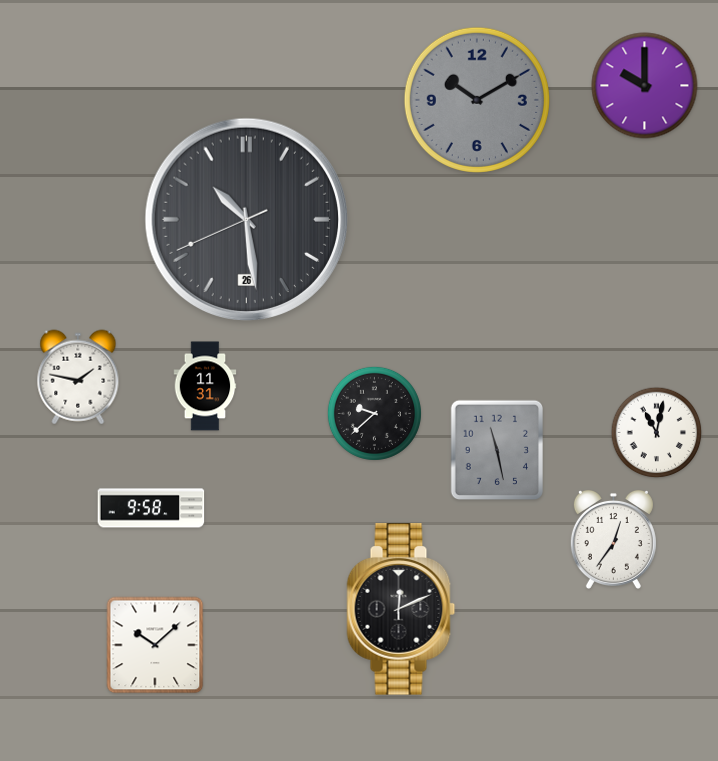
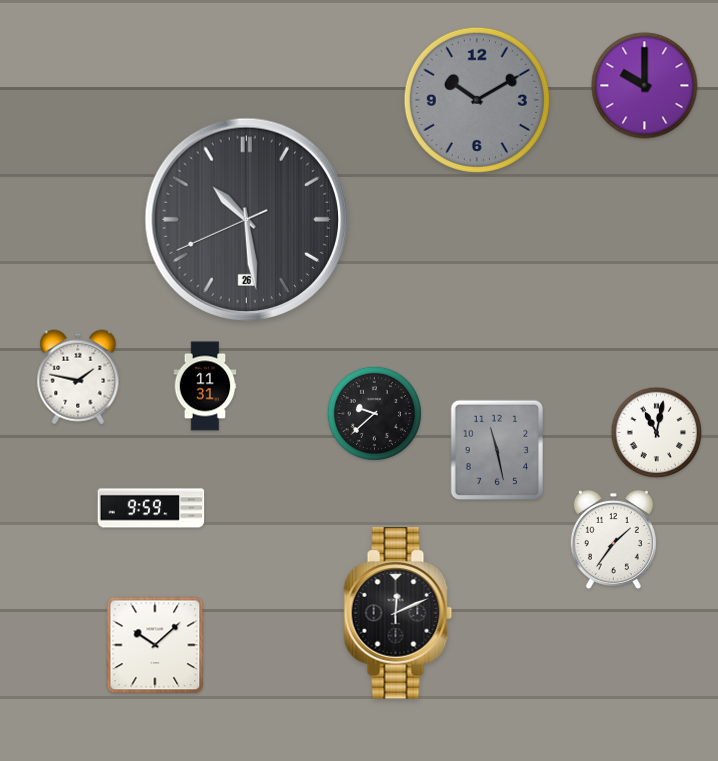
clock at (151, 508): 9:58 -> 9:59
clock at (613, 539): 12:36 -> 1:36
clock at (401, 609) position: (401, 609) -> (398, 613)
